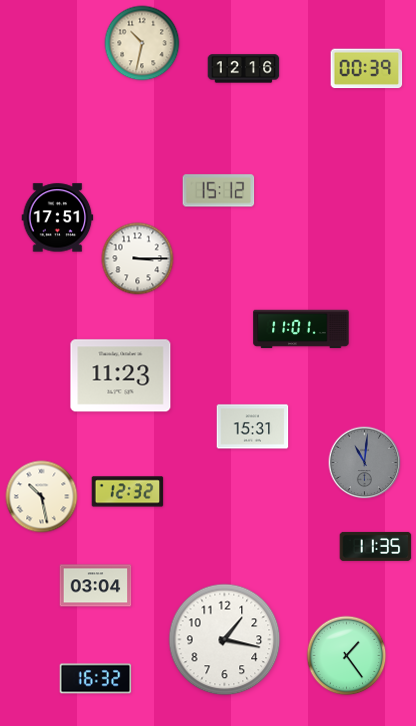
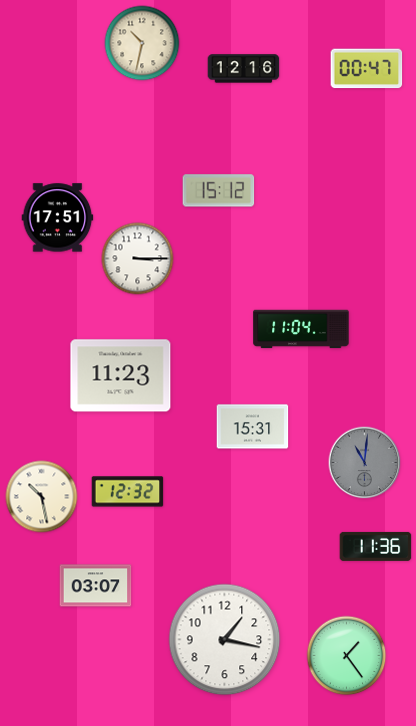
clock at (367, 69): 00:39 -> 00:47
clock at (301, 329): 11:01 -> 11:04
clock at (376, 546): 11:35 -> 11:36
clock at (96, 586): 03:04 -> 03:07
clock at (96, 679): 16:32 -> none
